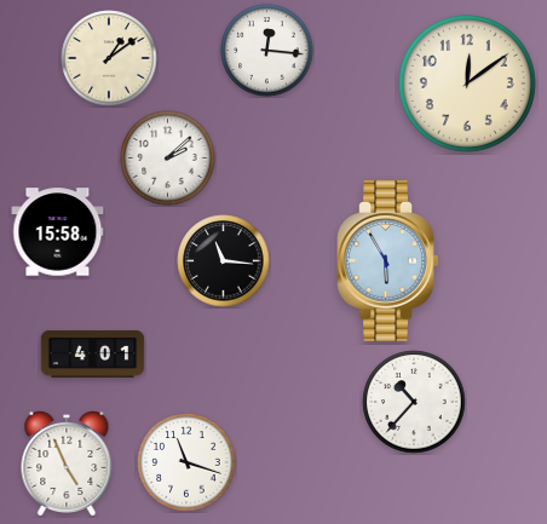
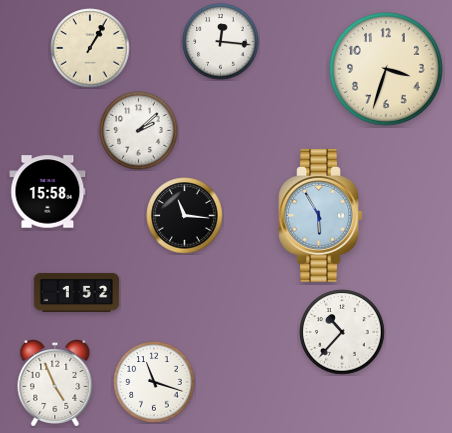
clock at (109, 58): 1:09 -> 1:05
clock at (467, 84): 12:09 -> 3:33
clock at (93, 353): 4:01 -> 1:52
